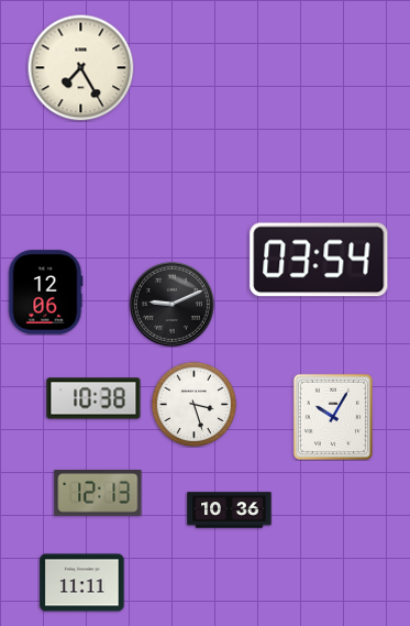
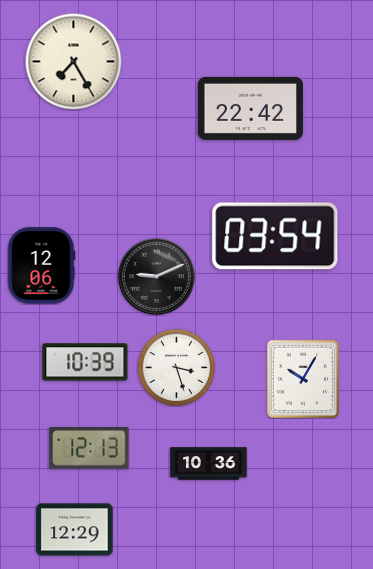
clock at (250, 108): none -> 22:42
clock at (319, 260) position: (319, 260) -> (275, 236)
clock at (93, 398): 10:38 -> 10:39
clock at (82, 583): 11:11 -> 12:29
